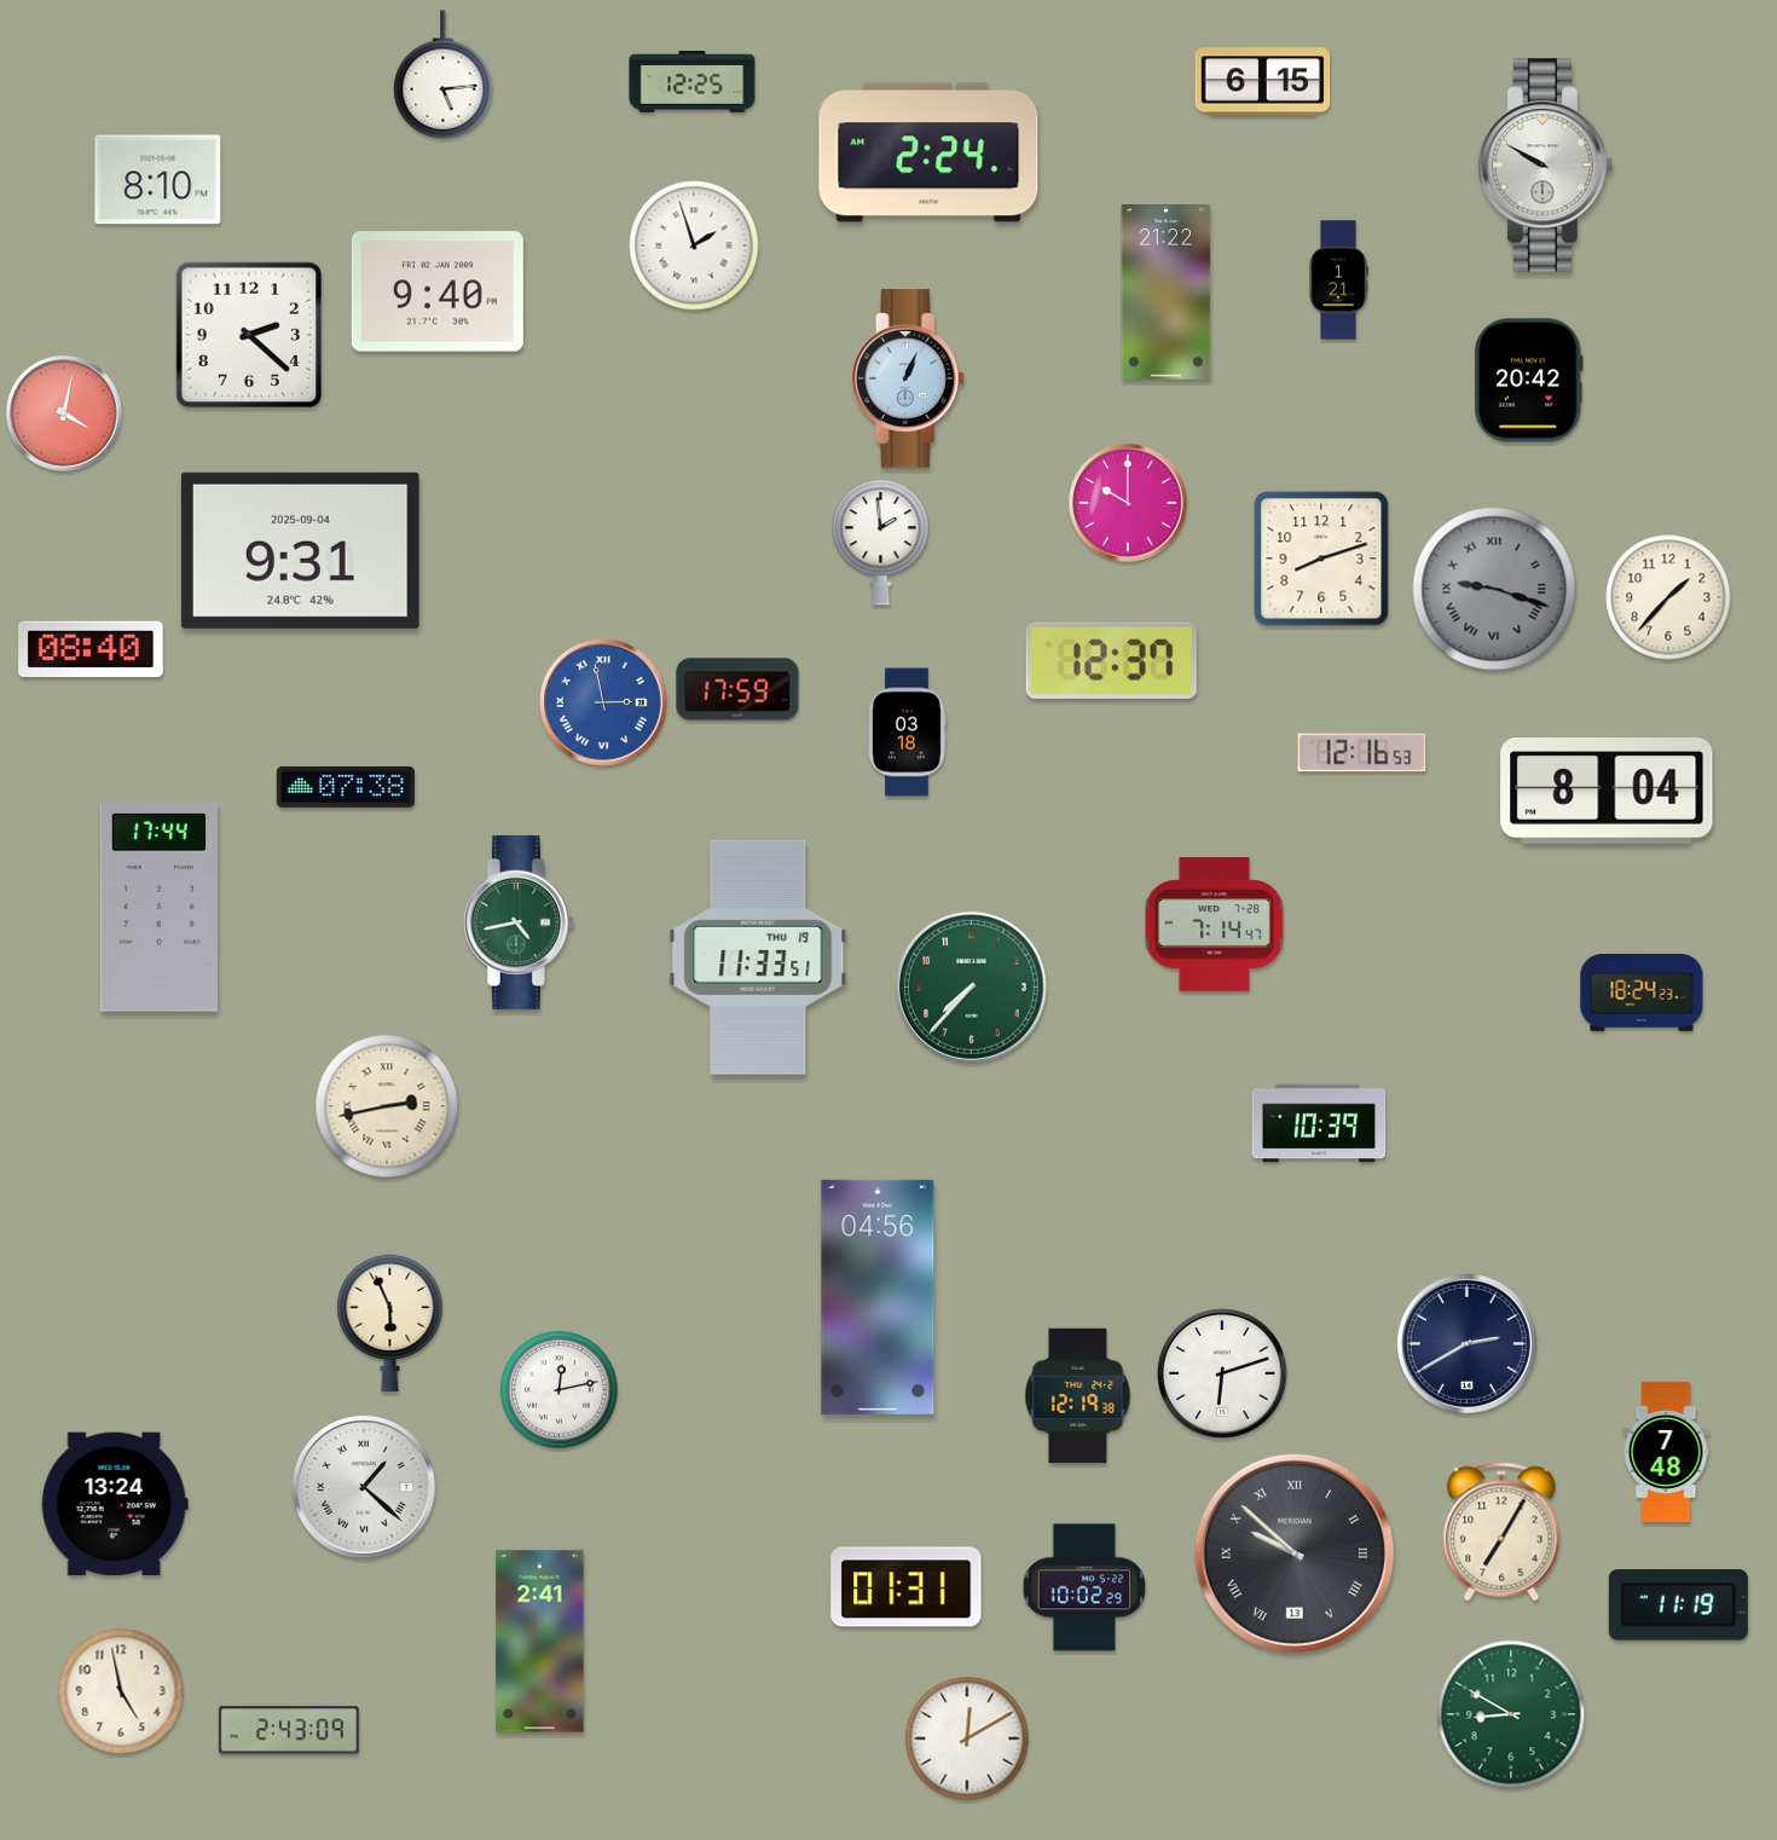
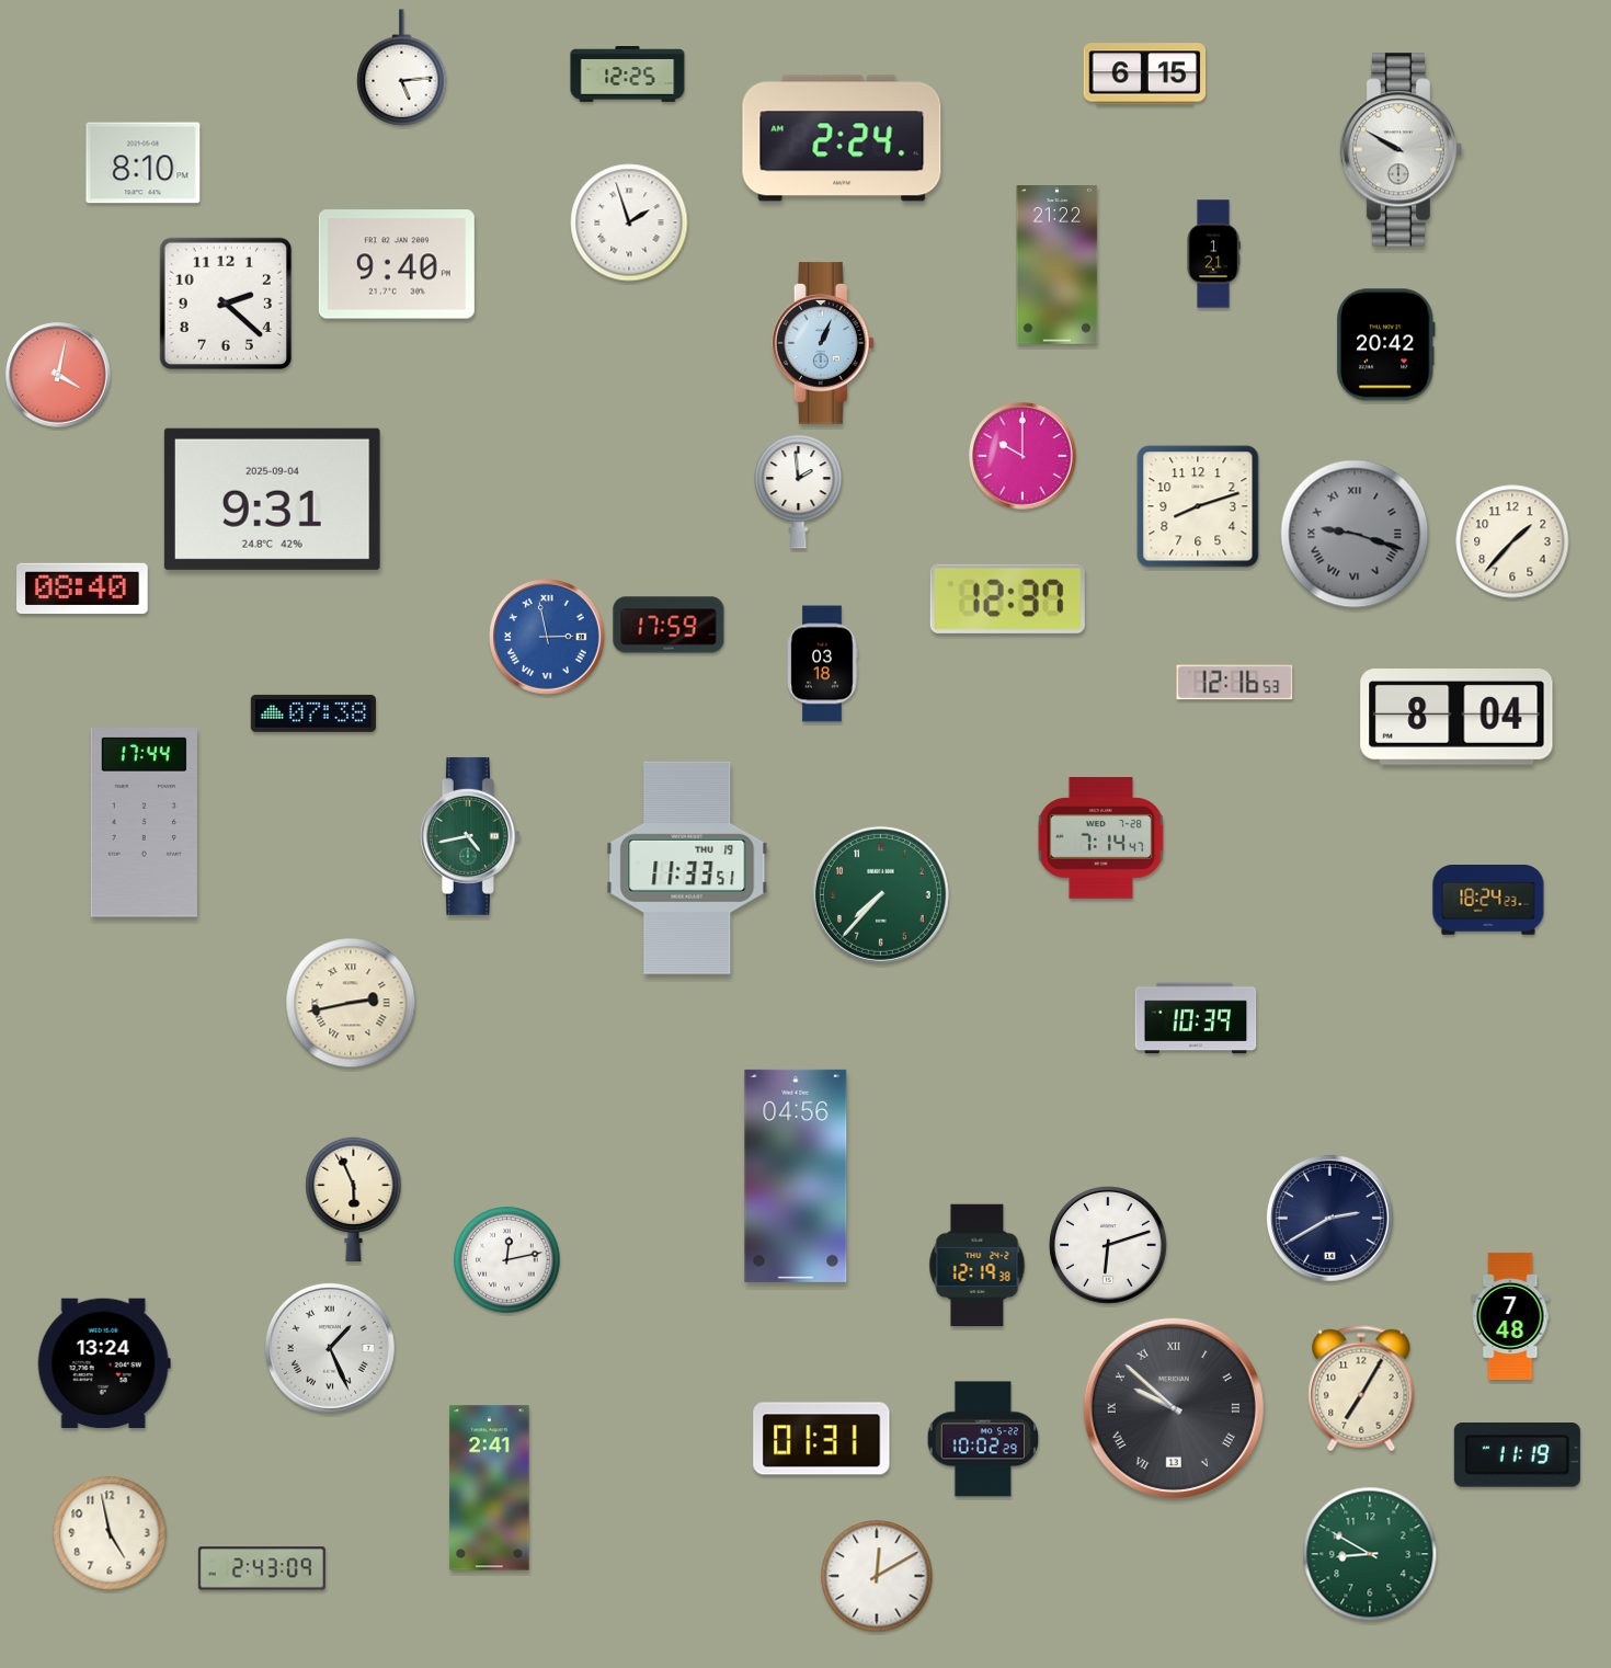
clock at (364, 1487): 1:22 -> 1:26
clock at (1678, 1605) position: (1678, 1605) -> (1517, 1455)
